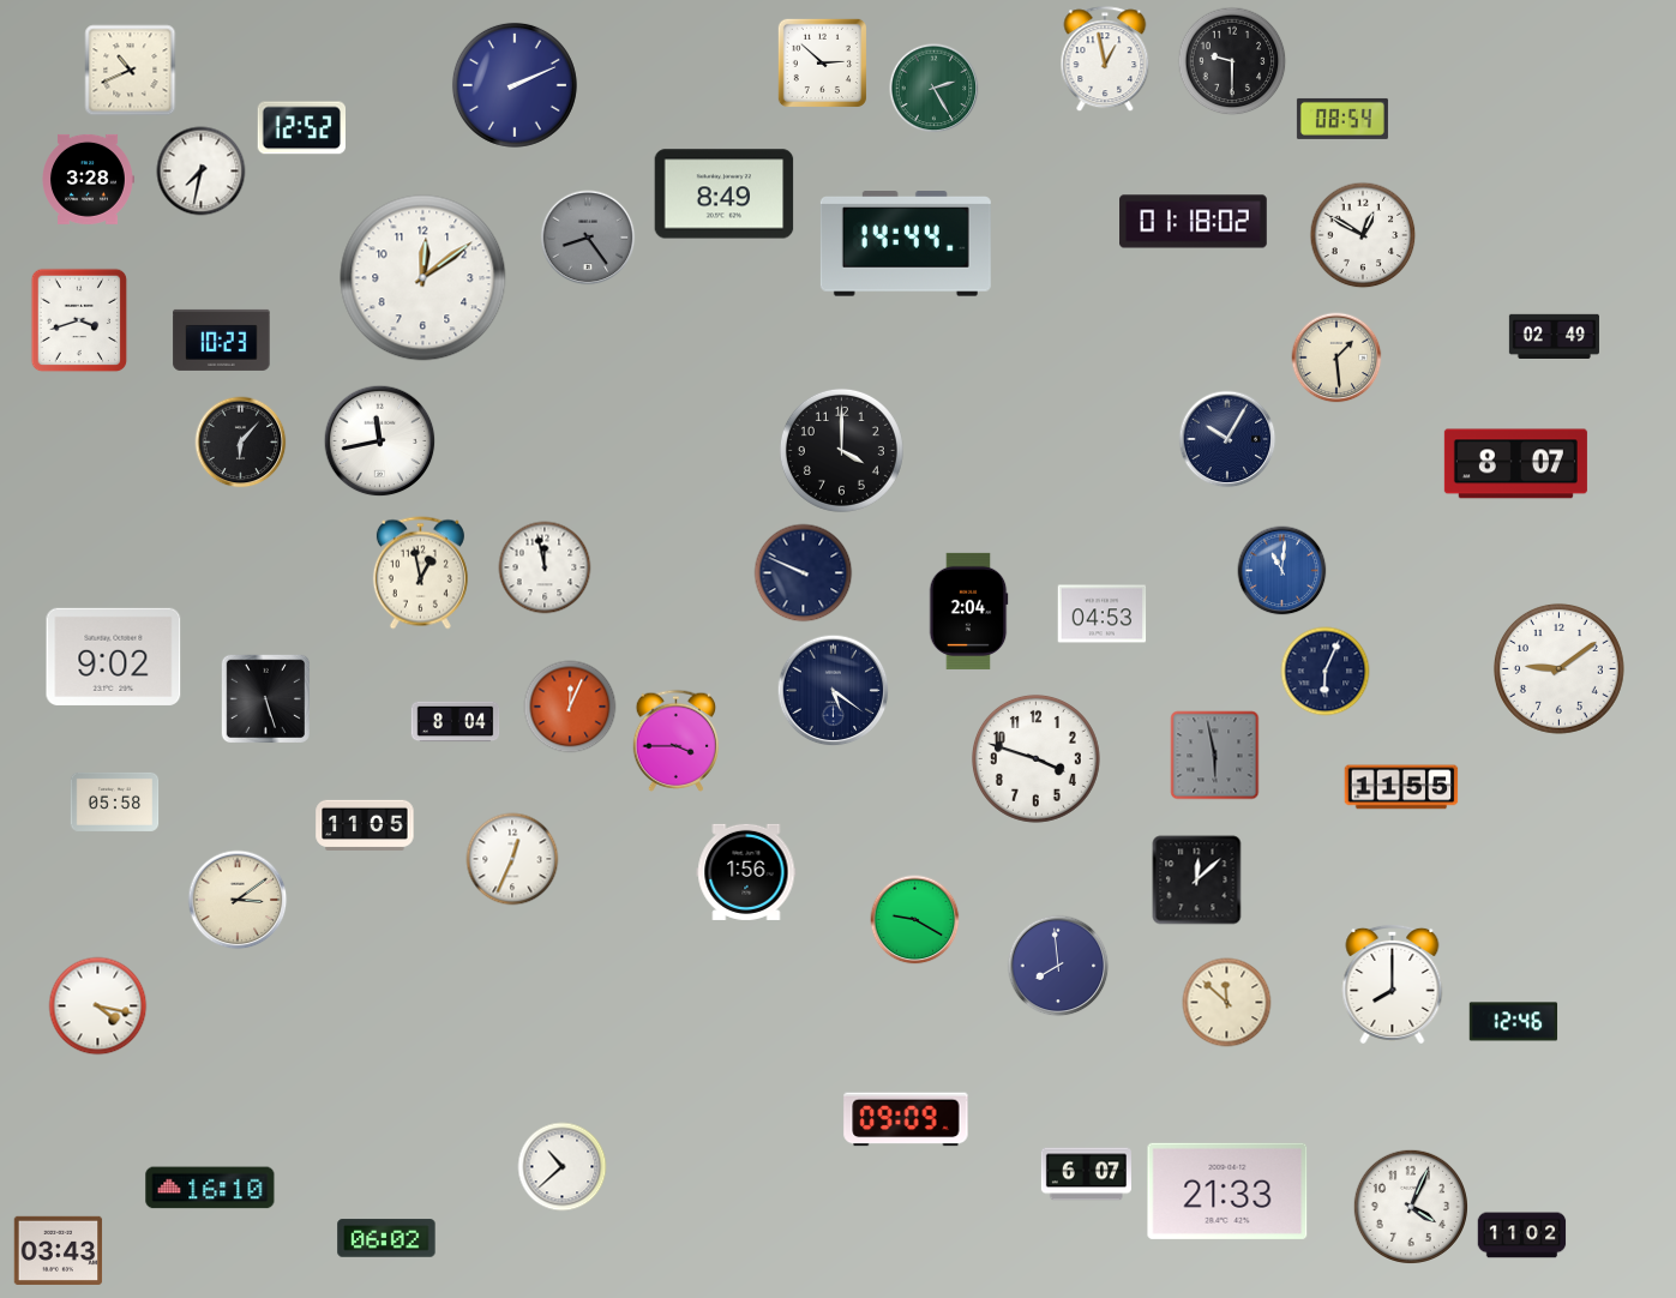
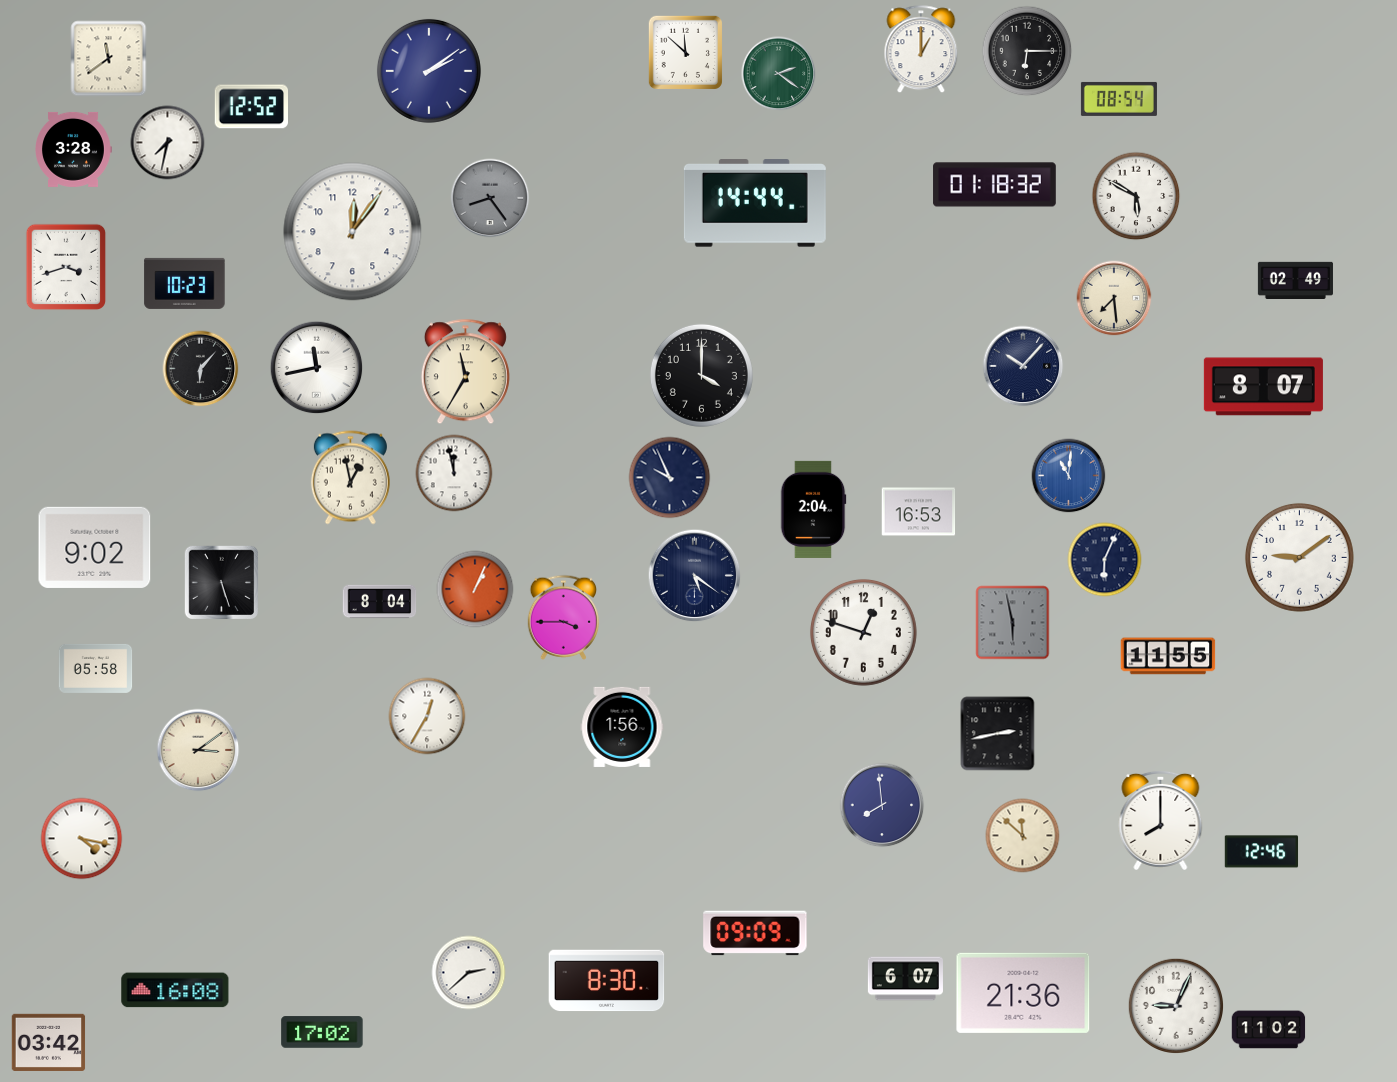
clock at (1105, 60): 12:58 -> 1:00
clock at (1232, 61): 9:30 -> 6:15
clock at (822, 62): 2:52 -> 11:52
clock at (131, 71): 10:41 -> 11:39
clock at (515, 85): 2:11 -> 2:09
clock at (935, 89): 2:25 -> 2:21
clock at (725, 194): 8:49 -> none
clock at (1194, 222): 01:18:02 -> 01:18:32
clock at (1363, 235): 12:50 -> 5:50
clock at (423, 278): 12:09 -> 12:06
clock at (1336, 357): 1:29 -> 7:29
clock at (1227, 439): 10:05 -> 10:07
clock at (465, 372): none -> 11:35
clock at (804, 573): 9:49 -> 9:56
clock at (968, 611) position: (968, 611) -> (813, 509)
clock at (1103, 614): 04:53 -> 16:53
clock at (570, 707): 12:04 -> 1:04
clock at (1215, 756) position: (1215, 756) -> (1013, 623)
clock at (1035, 758): 3:48 -> 12:48
clock at (365, 824): 11:05 -> none
clock at (512, 859): 12:34 -> 12:35
clock at (1197, 881): 12:08 -> 2:43
clock at (915, 920): 9:20 -> none
clock at (563, 1167): 10:38 -> 2:38
clock at (607, 981): none -> 8:30
clock at (210, 1188): 16:10 -> 16:08
clock at (1227, 1191): 21:33 -> 21:36
clock at (1410, 1206): 4:04 -> 9:04
clock at (386, 1238): 06:02 -> 17:02
clock at (59, 1250): 03:43 -> 03:42
